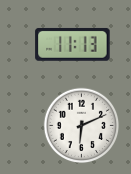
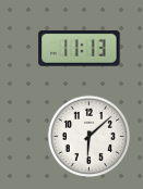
clock at (82, 126): 6:11 -> 6:08
